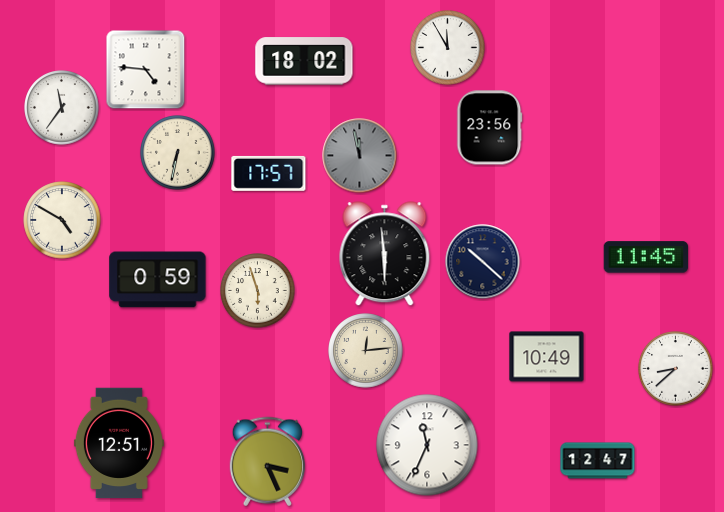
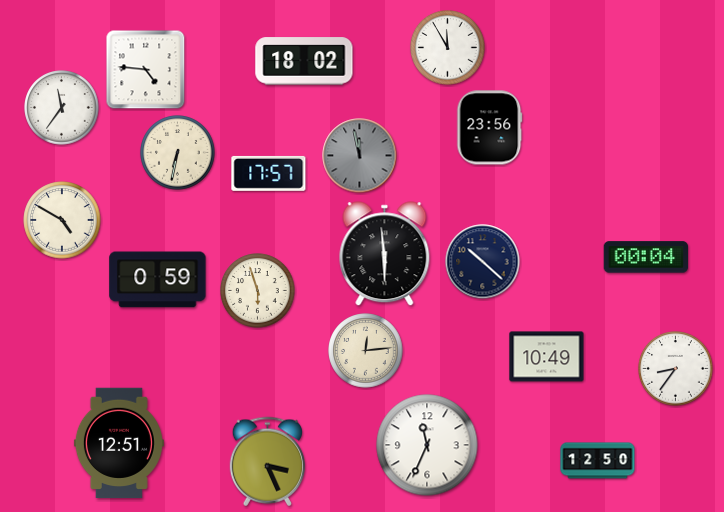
clock at (646, 257): 11:45 -> 00:04
clock at (676, 369): 8:38 -> 8:36
clock at (598, 461): 12:47 -> 12:50
